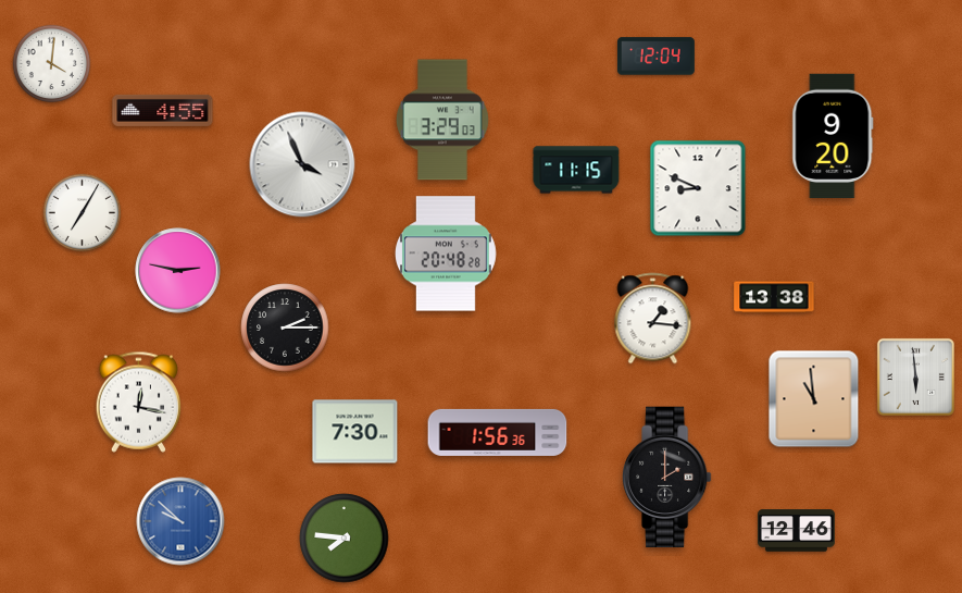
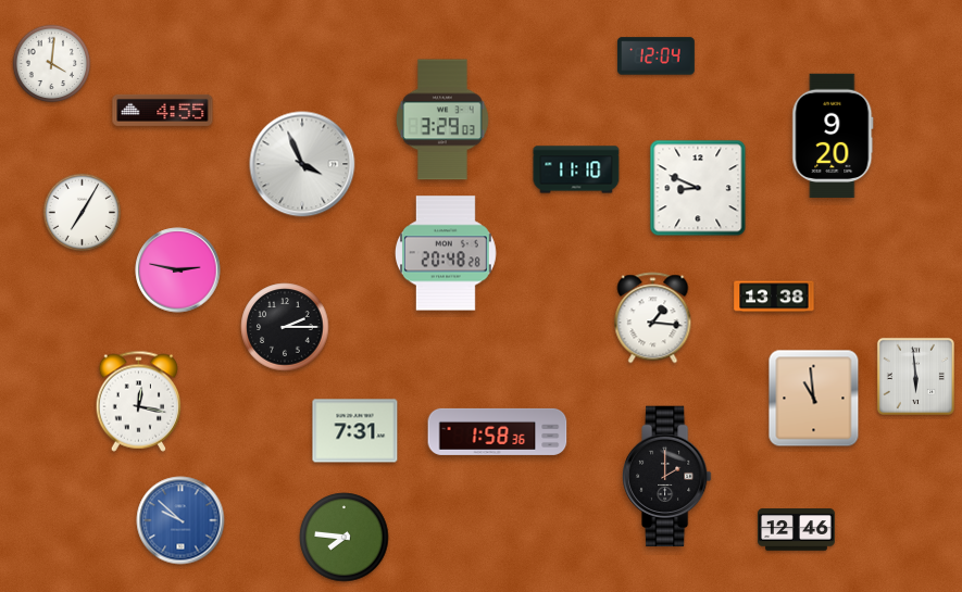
clock at (576, 170): 11:15 -> 11:10
clock at (355, 432): 7:30 -> 7:31
clock at (498, 432): 1:56 -> 1:58
